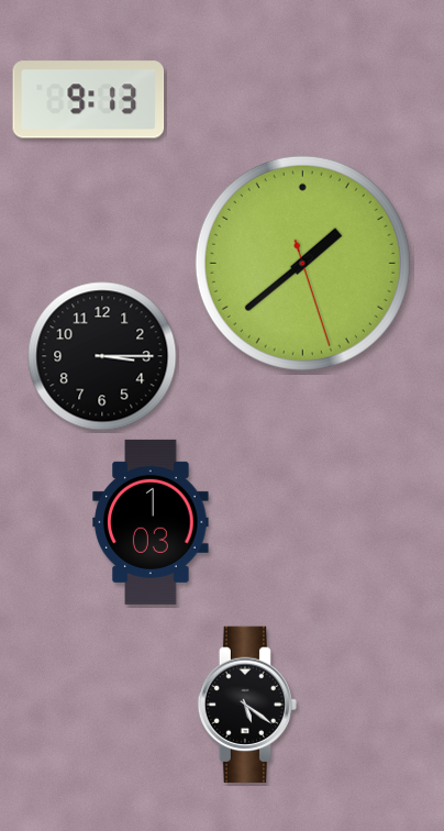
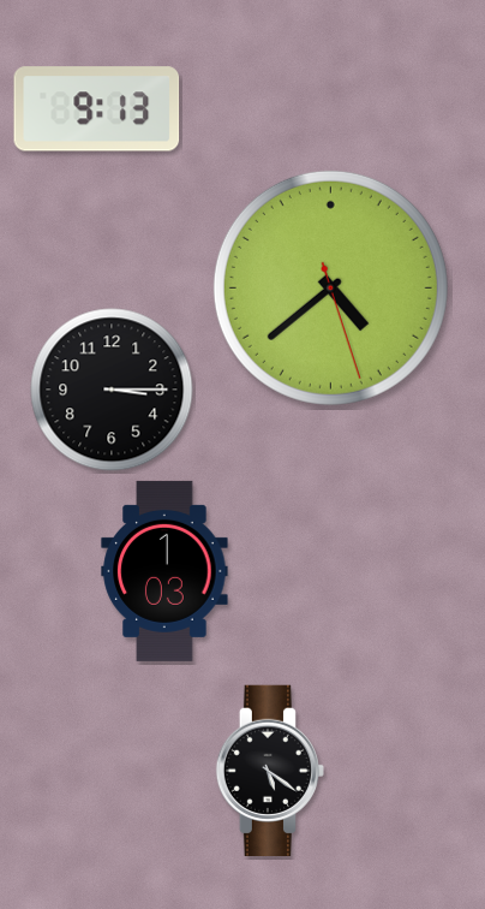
clock at (302, 263): 1:38 -> 4:38
